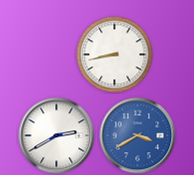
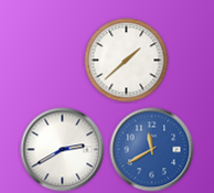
clock at (115, 55): 8:43 -> 1:38
clock at (138, 136): 3:40 -> 11:40
